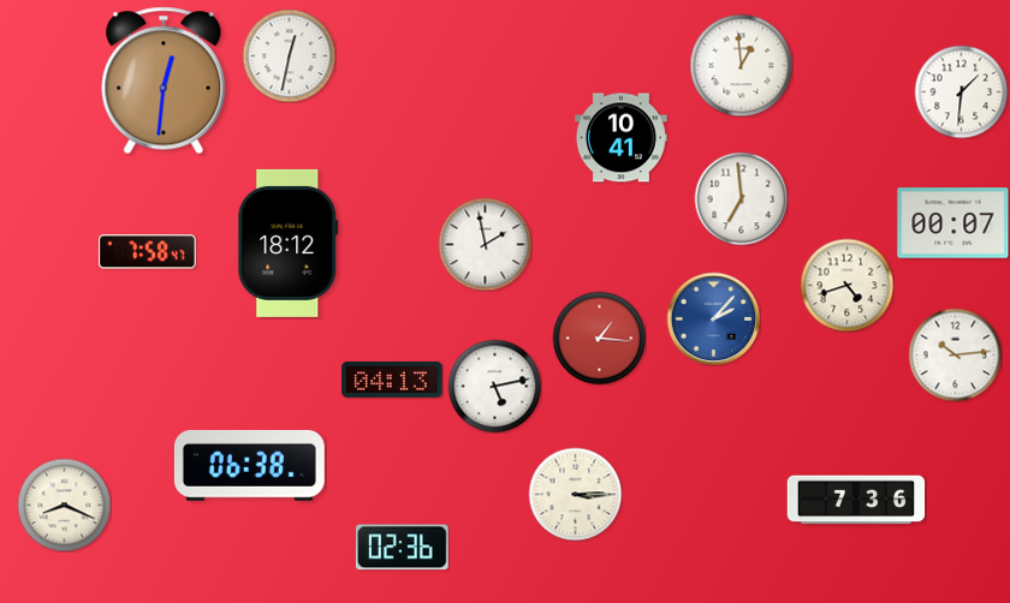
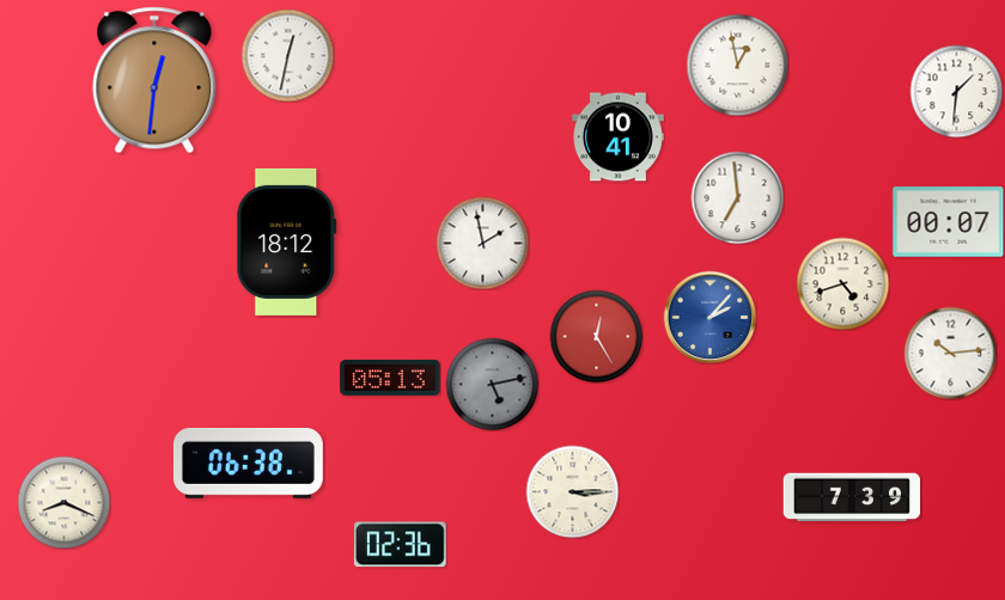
clock at (741, 65): 12:59 -> 12:58
clock at (164, 80) position: (164, 80) -> (154, 80)
clock at (148, 252): 7:58 -> none
clock at (599, 338): 1:16 -> 12:25
clock at (392, 380): 04:13 -> 05:13
clock at (494, 386) dial: white -> grey
clock at (856, 500): 7:36 -> 7:39
